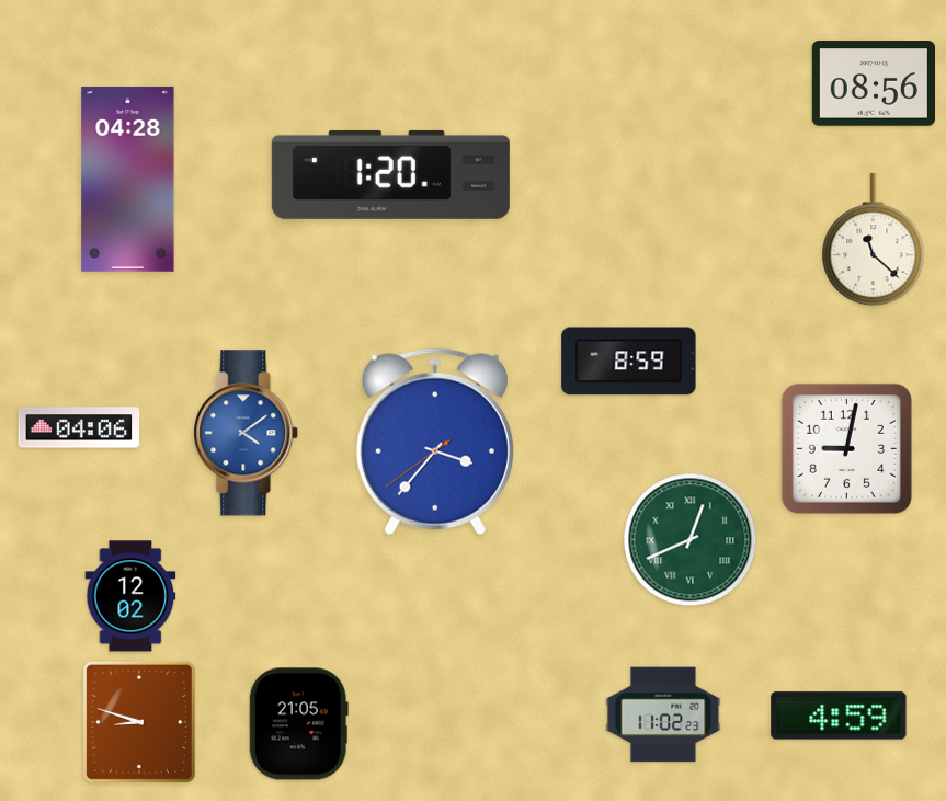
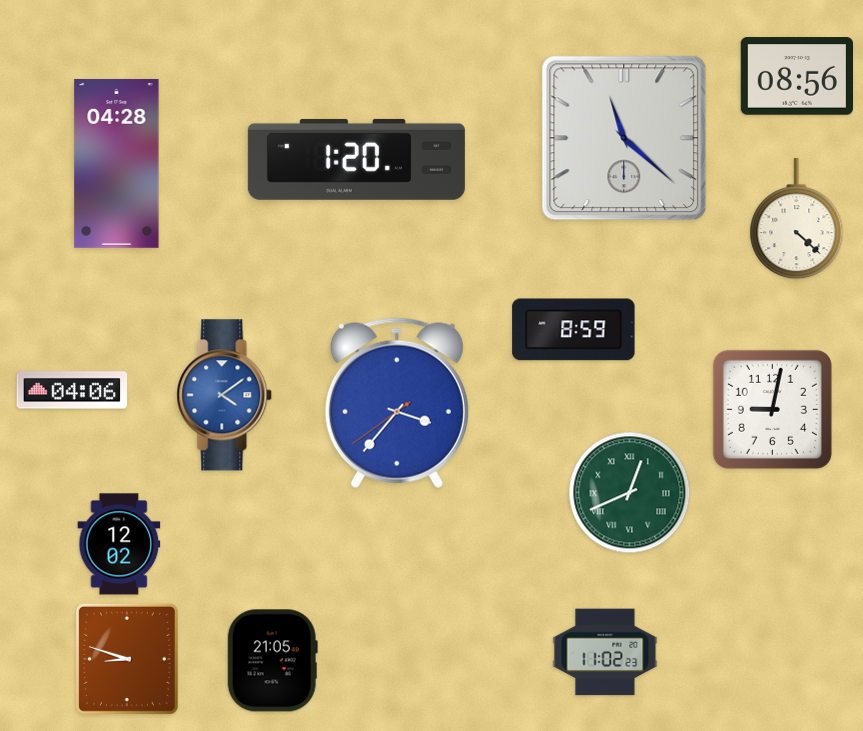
clock at (624, 138): none -> 11:22
clock at (874, 240): 11:22 -> 4:22
clock at (839, 716): 4:59 -> none
